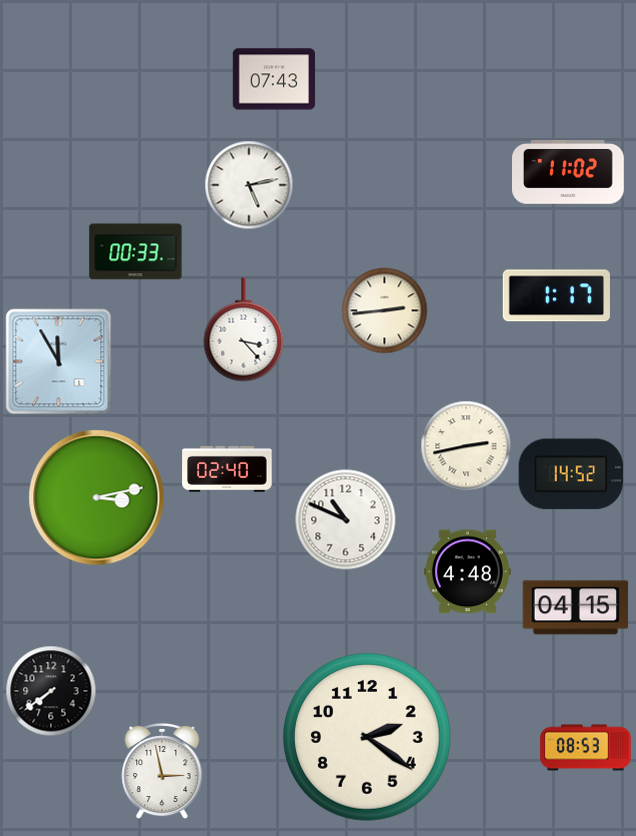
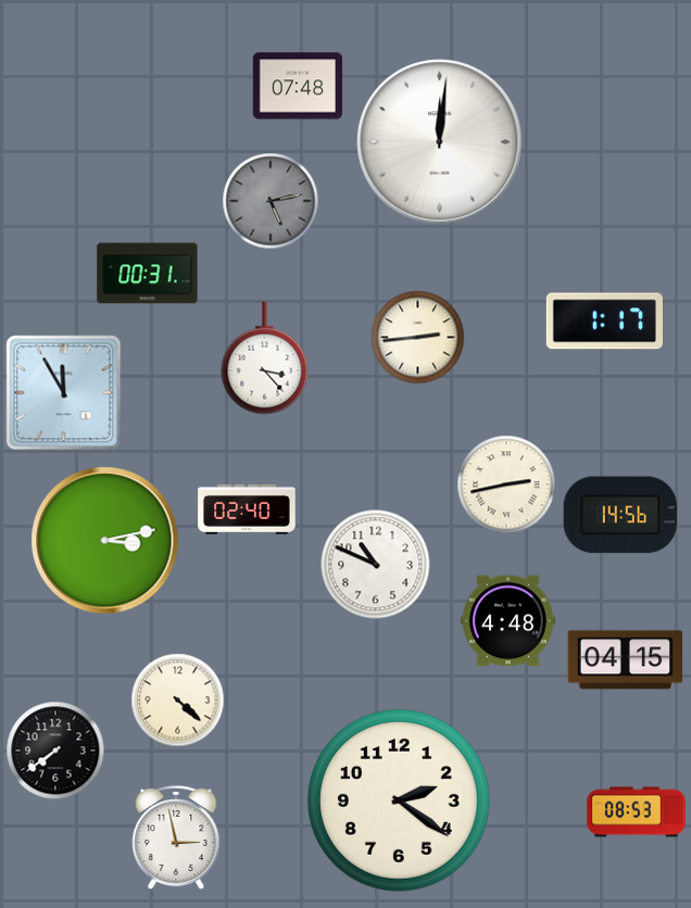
clock at (274, 79): 07:43 -> 07:48
clock at (440, 142): none -> 12:01
clock at (569, 172): 11:02 -> none
clock at (249, 185) dial: white -> grey
clock at (136, 252): 00:33 -> 00:31
clock at (571, 474): 14:52 -> 14:56
clock at (178, 701): none -> 4:22
